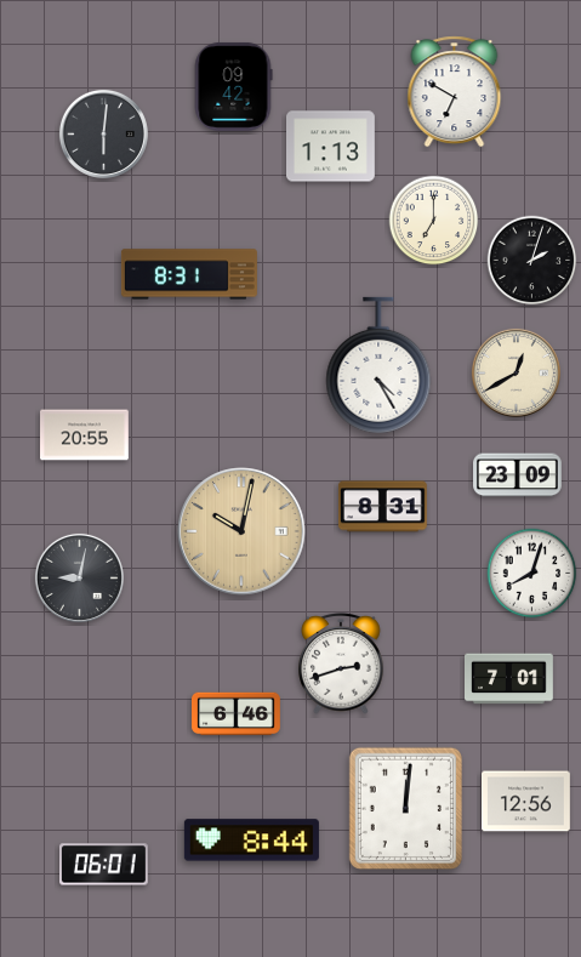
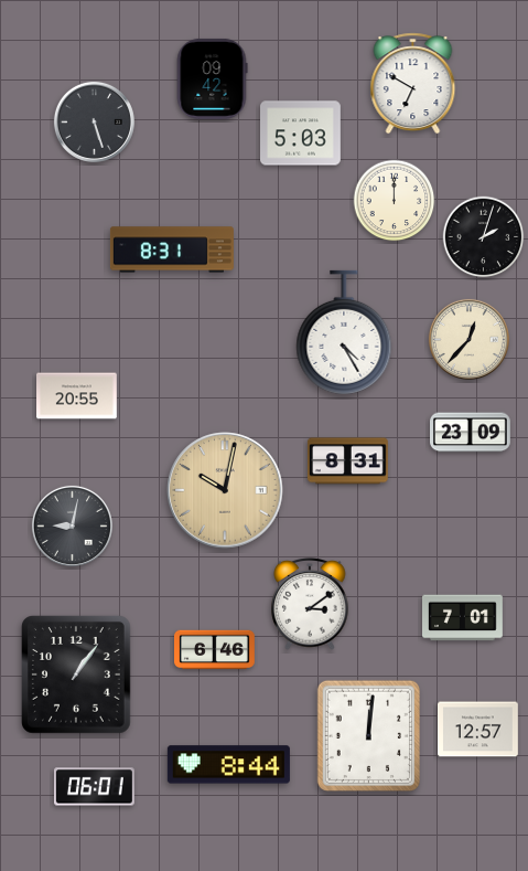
clock at (103, 133): 6:01 -> 5:27
clock at (331, 147): 1:13 -> 5:03
clock at (434, 221): 7:00 -> 12:00
clock at (516, 372): 12:40 -> 12:37
clock at (241, 531) position: (241, 531) -> (225, 490)
clock at (532, 574): 8:03 -> none
clock at (341, 665): 2:42 -> 3:09
clock at (77, 676): none -> 1:06
clock at (526, 802): 12:56 -> 12:57
